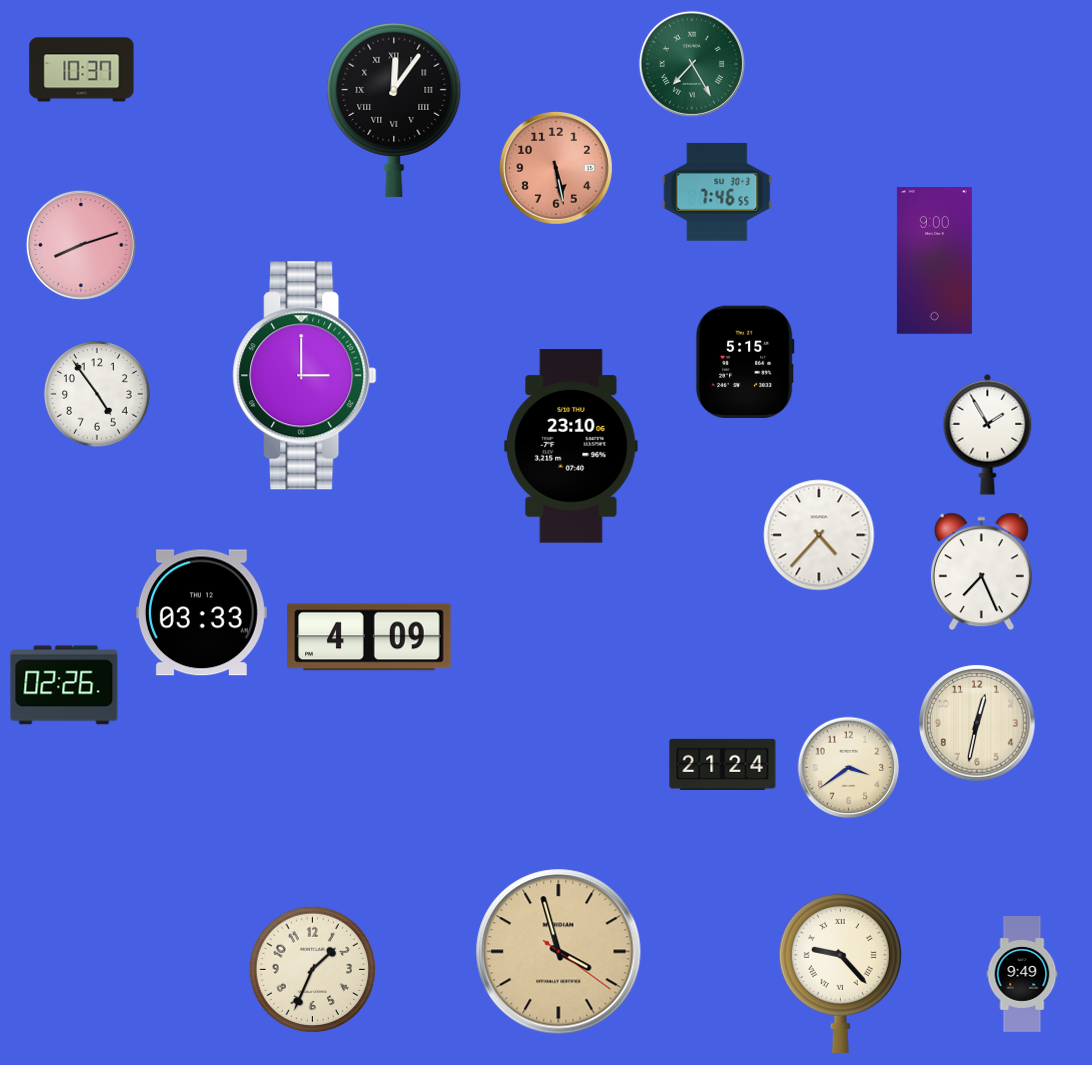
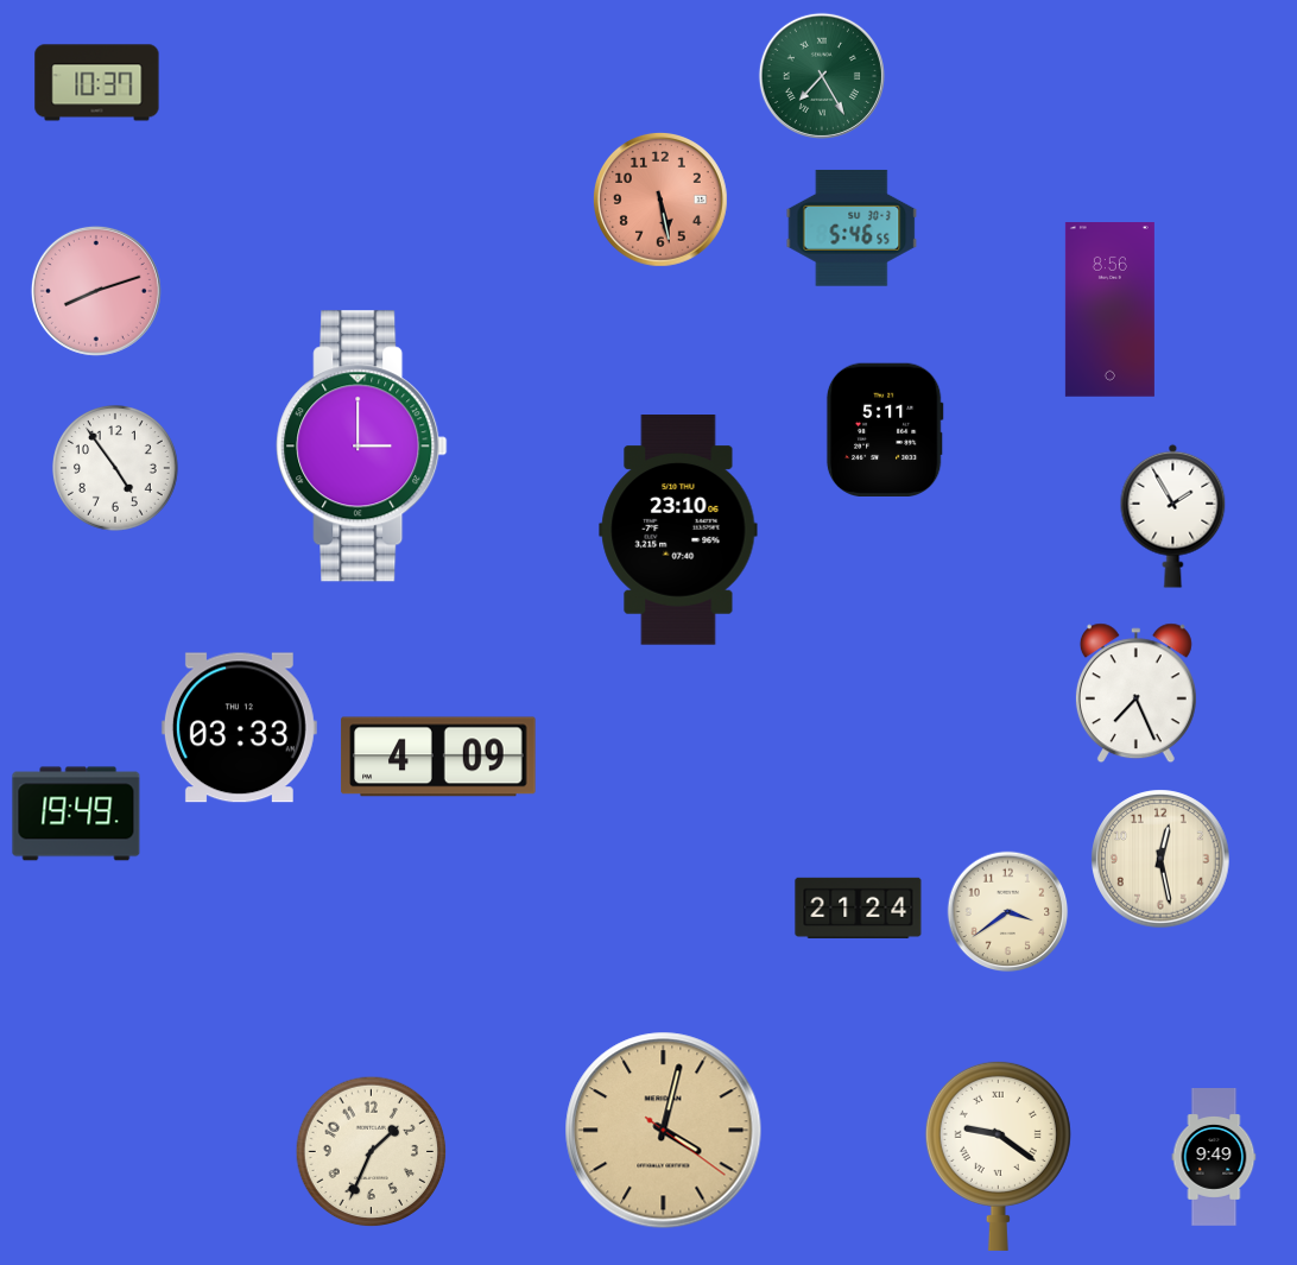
clock at (394, 109): 12:06 -> none
clock at (717, 192): 7:46 -> 5:46
clock at (934, 261): 9:00 -> 8:56
clock at (745, 361): 5:15 -> 5:11
clock at (819, 535): 4:37 -> none
clock at (981, 572) position: (981, 572) -> (1135, 694)
clock at (64, 685): 02:26 -> 19:49
clock at (977, 723): 12:32 -> 12:28
clock at (559, 952): 3:57 -> 4:02
clock at (840, 973): 9:23 -> 9:21
